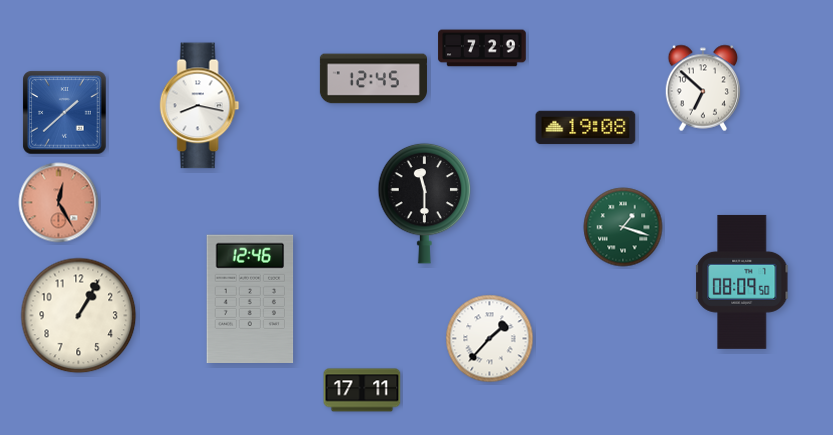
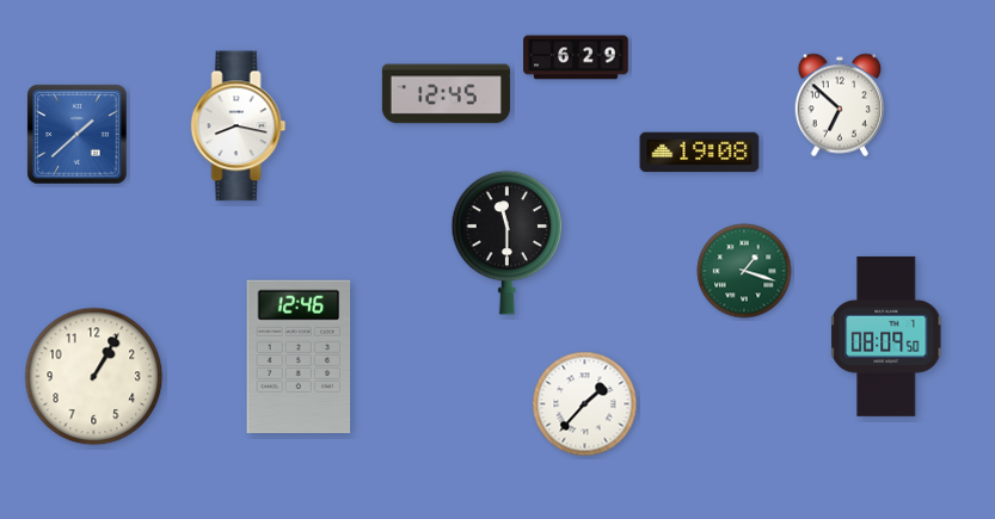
clock at (482, 48): 7:29 -> 6:29
clock at (59, 203): 12:25 -> none
clock at (362, 390): 17:11 -> none
